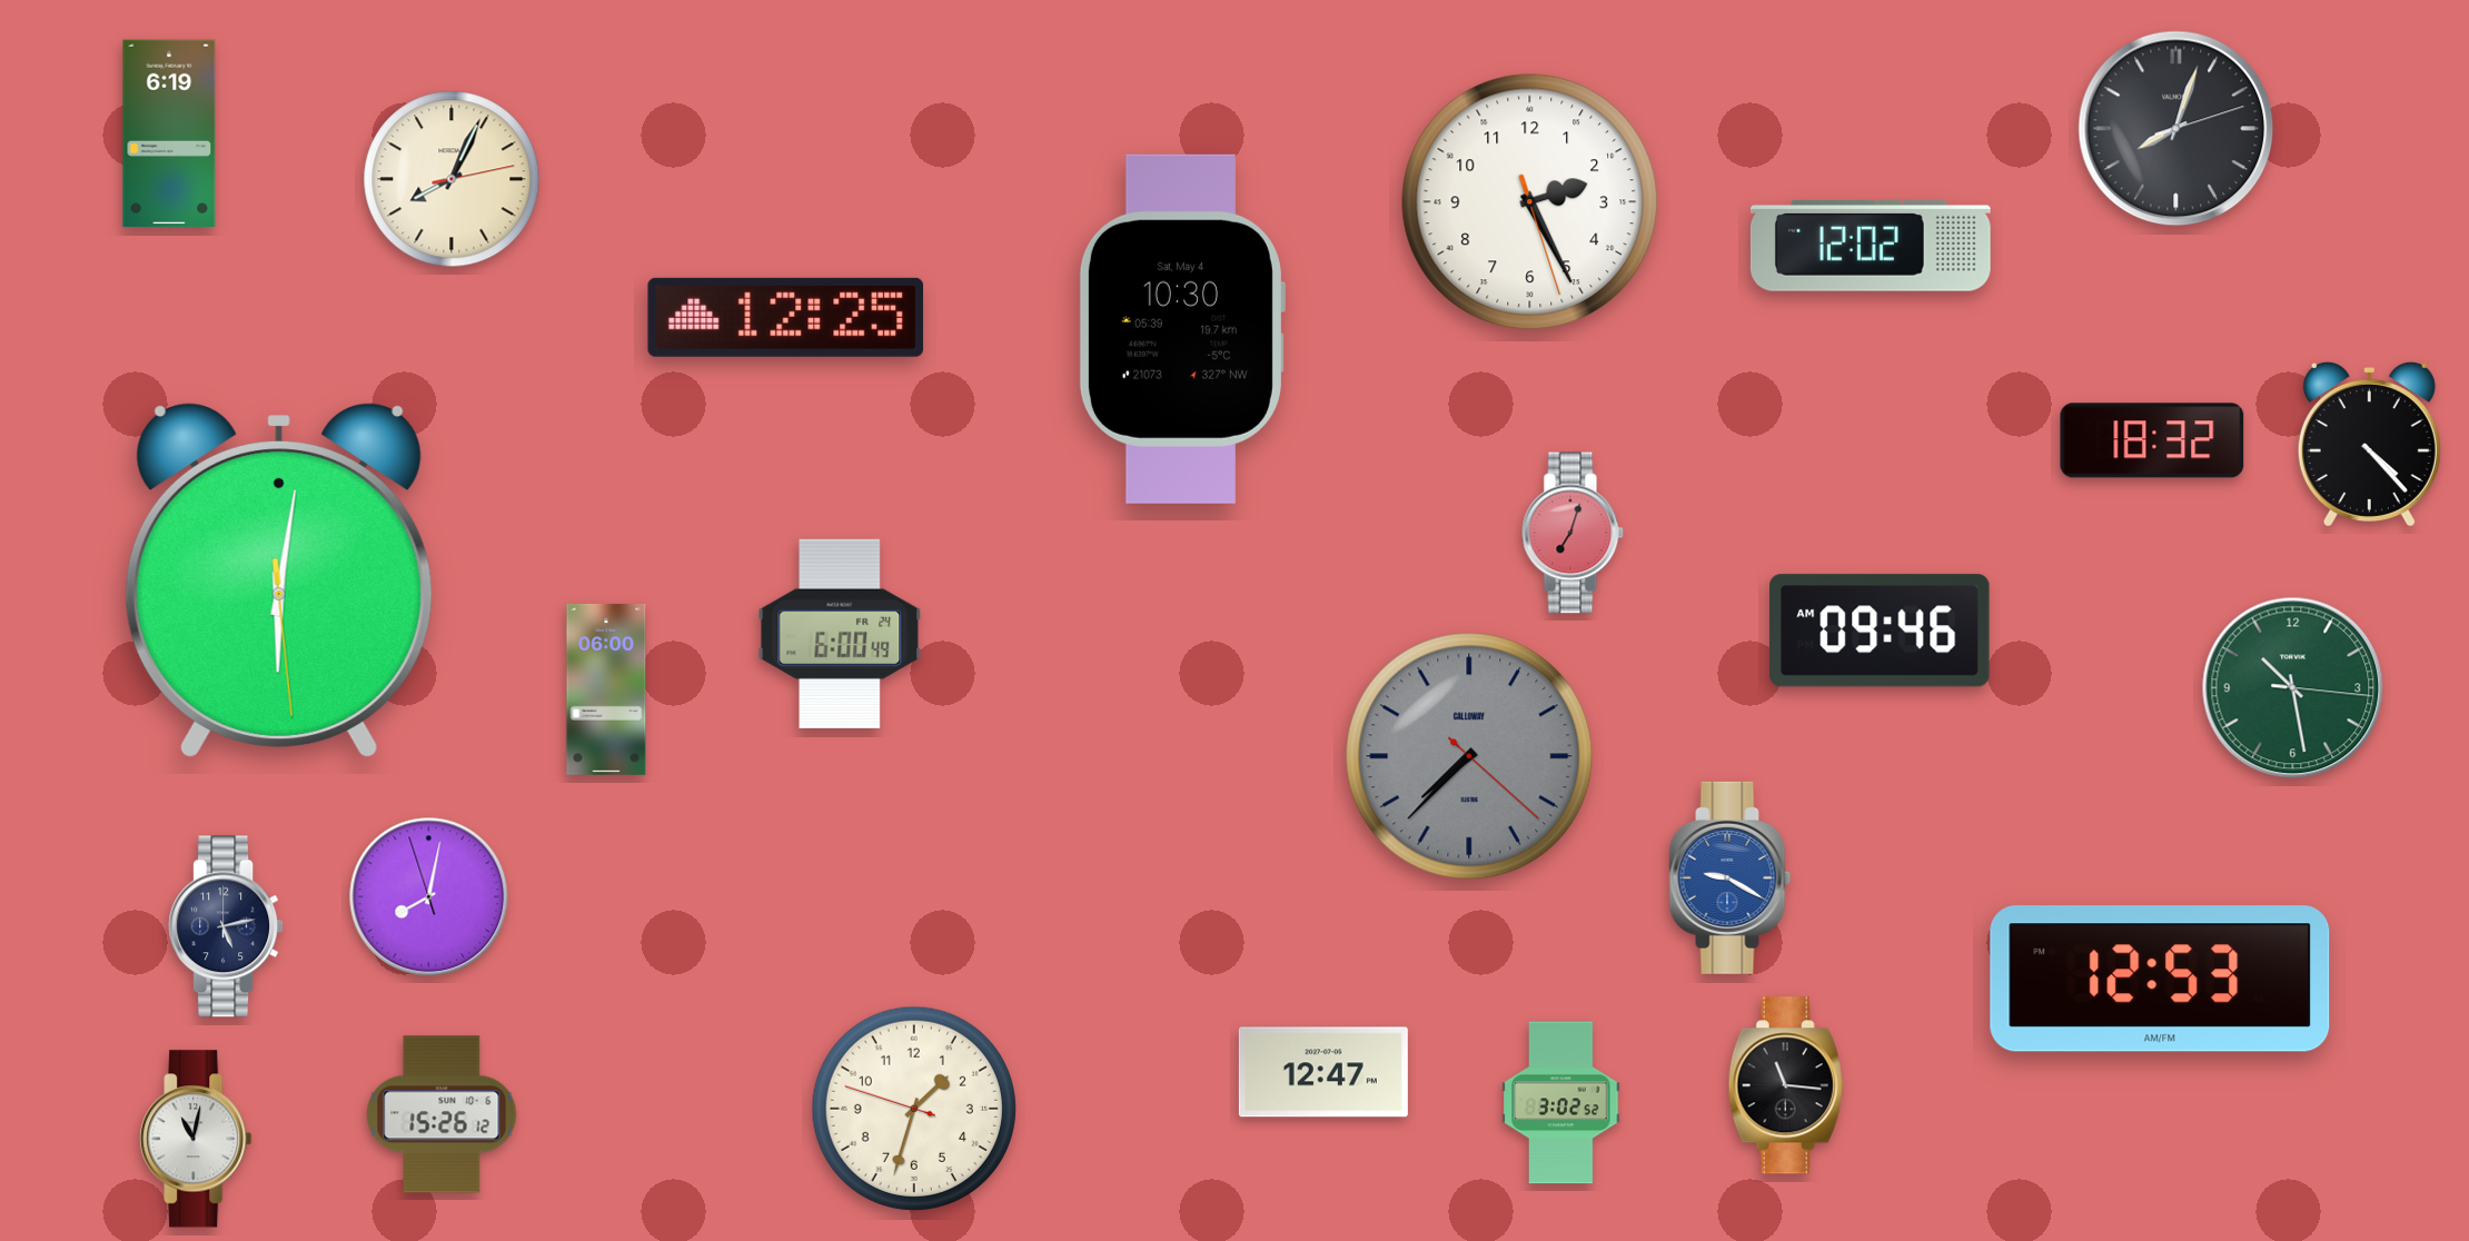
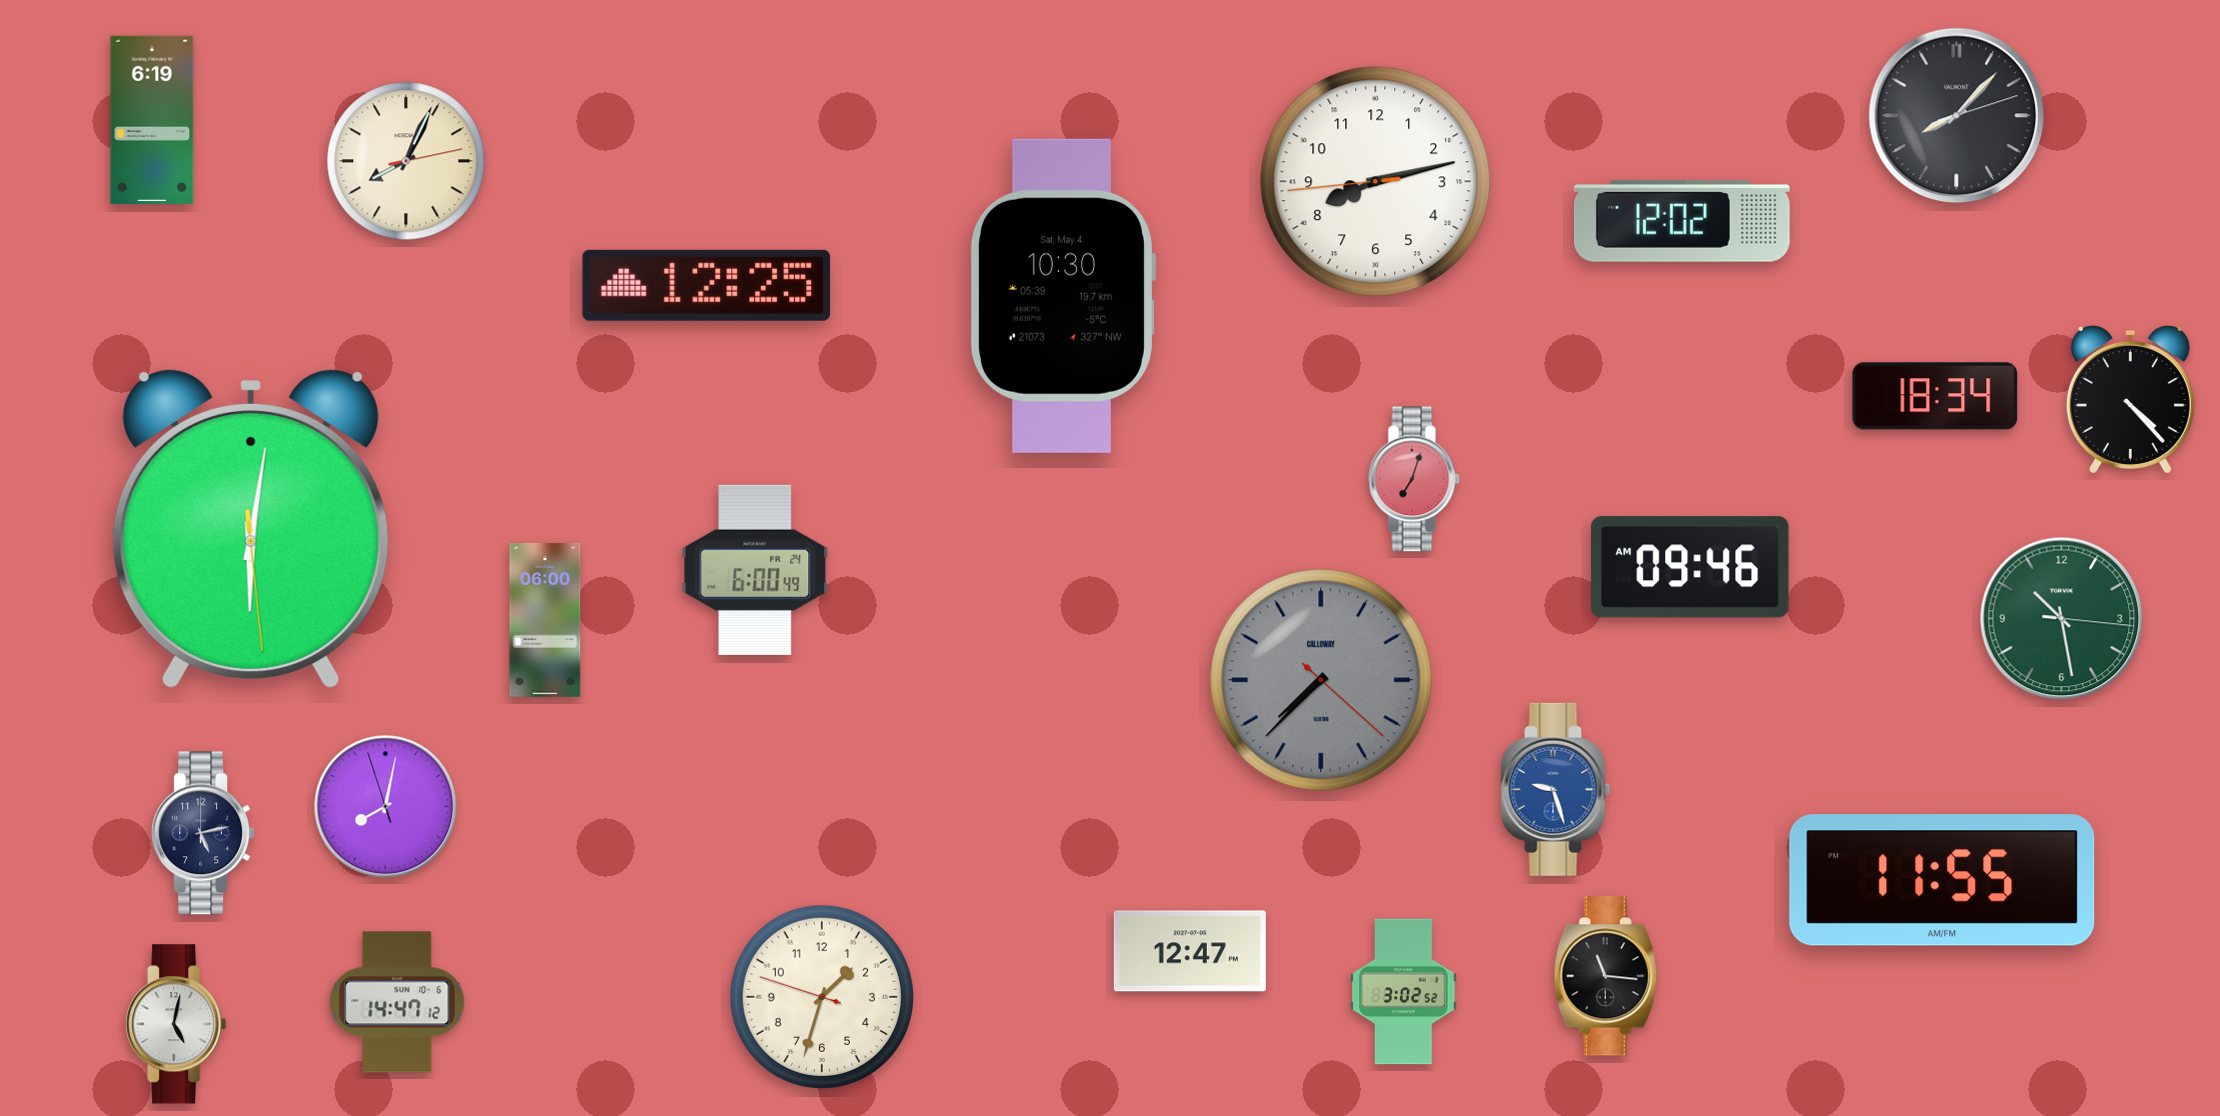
clock at (2177, 129): 8:03 -> 8:07
clock at (1530, 202): 2:25 -> 8:12
clock at (2152, 440): 18:32 -> 18:34
clock at (279, 580) position: (279, 580) -> (251, 529)
clock at (1731, 877): 9:20 -> 9:27
clock at (2160, 979): 12:53 -> 11:55
clock at (1323, 1072) position: (1323, 1072) -> (1190, 951)
clock at (442, 1114): 15:26 -> 14:47
clock at (196, 1139): 11:02 -> 5:02
